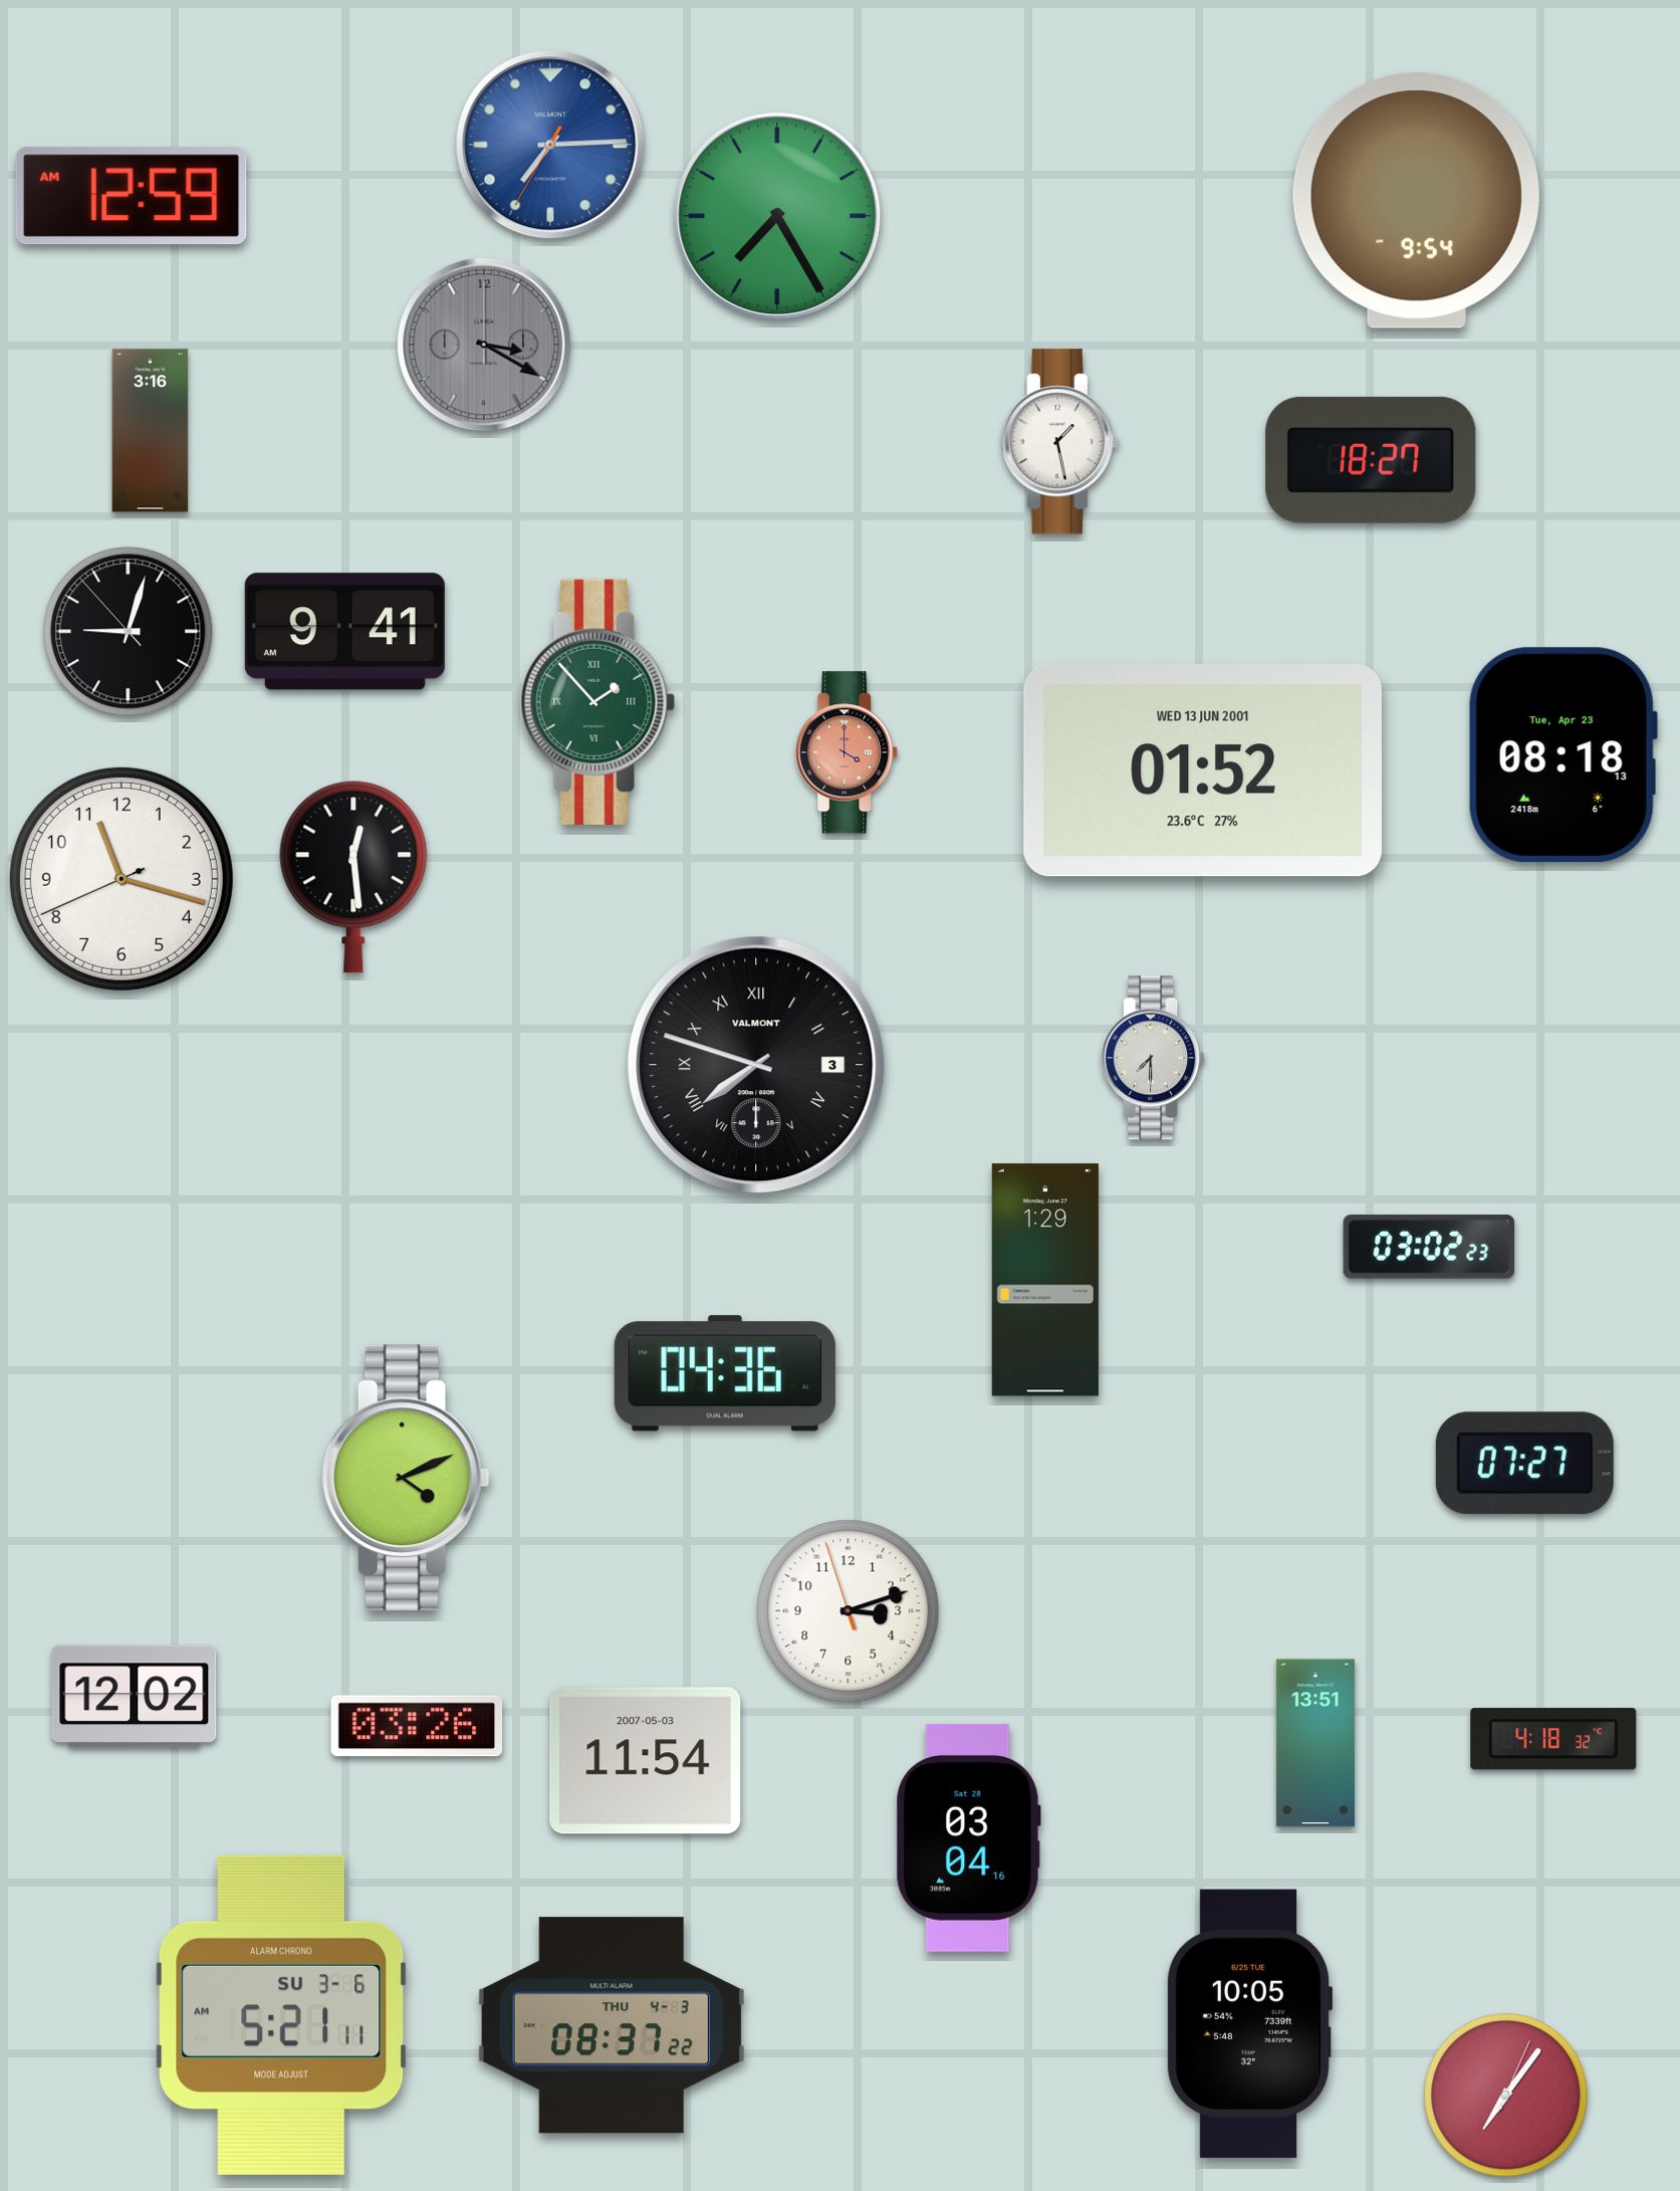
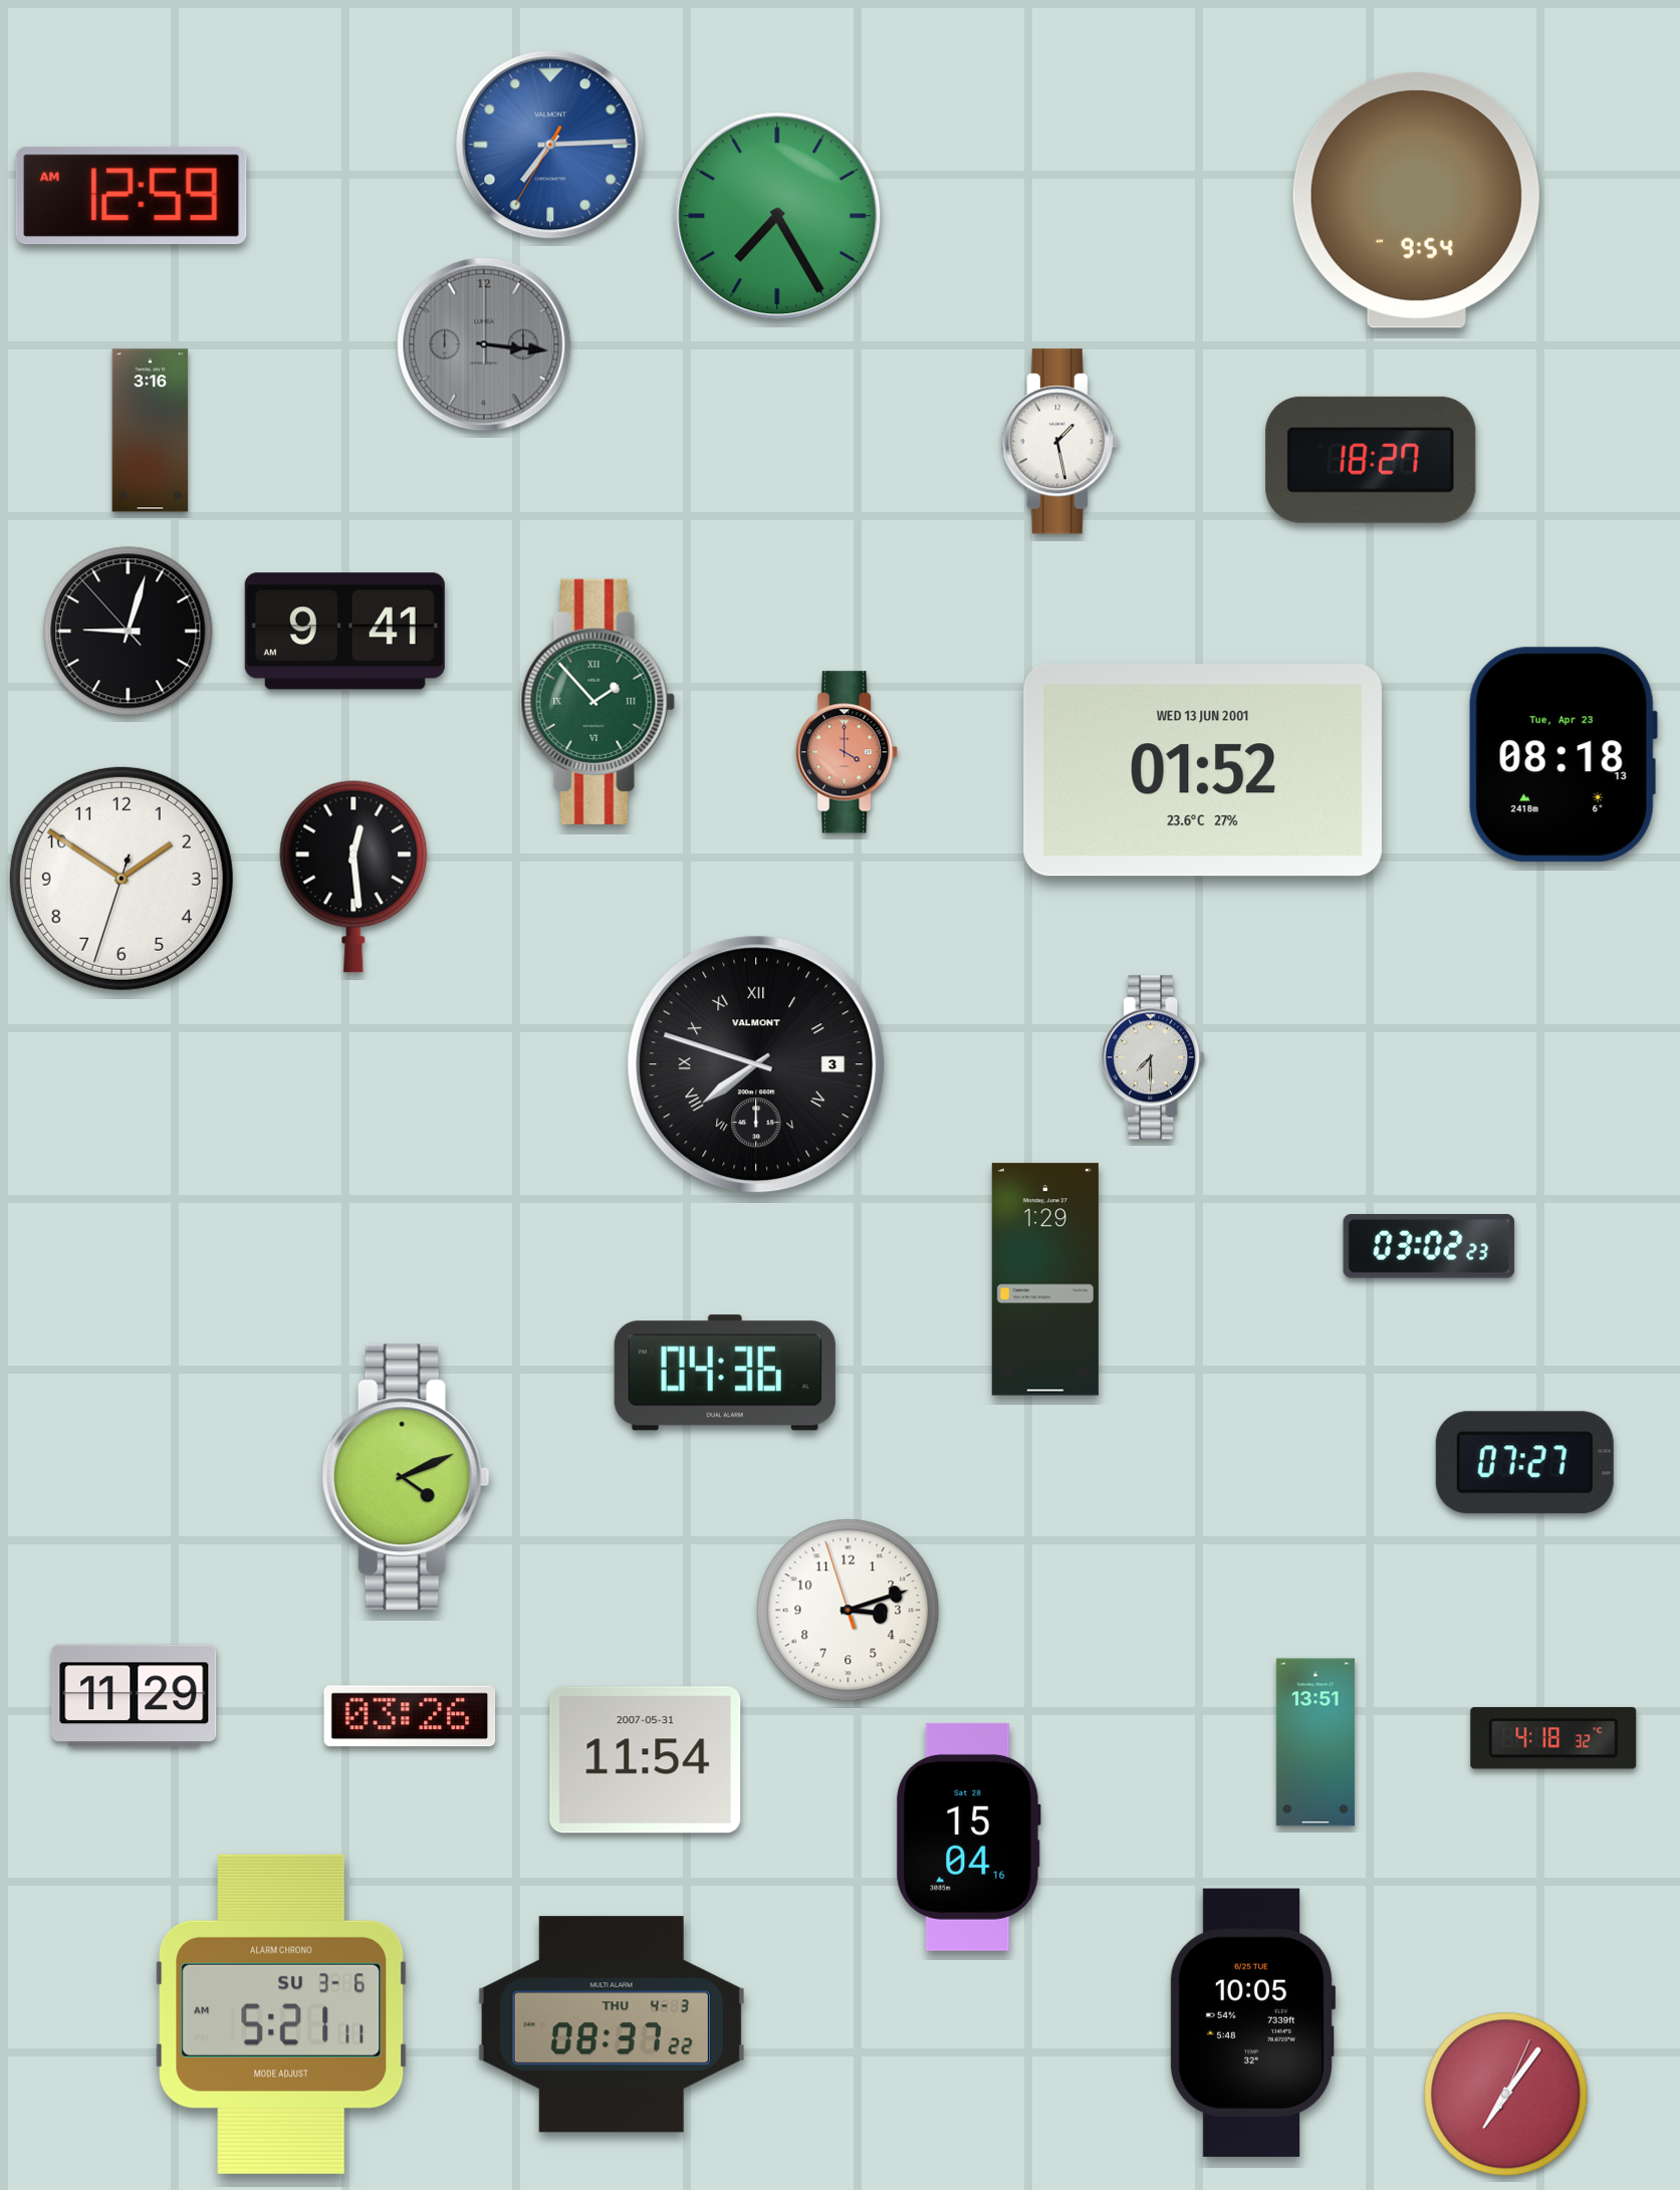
clock at (484, 345): 3:20 -> 3:16
clock at (122, 879): 11:17 -> 1:50
clock at (135, 1697): 12:02 -> 11:29
clock at (417, 1726) position: (417, 1726) -> (410, 1716)
clock at (646, 1761) date: 2007-05-03 -> 2007-05-31
clock at (968, 1837): 03:04 -> 15:04
clock at (1249, 2023) position: (1249, 2023) -> (1252, 2022)
